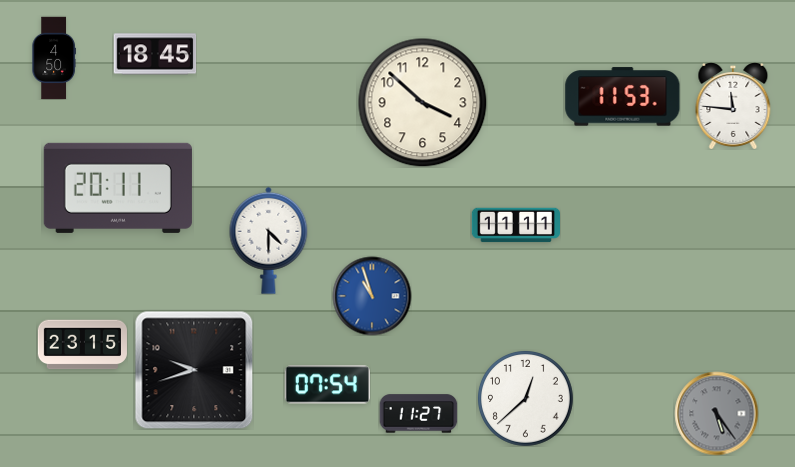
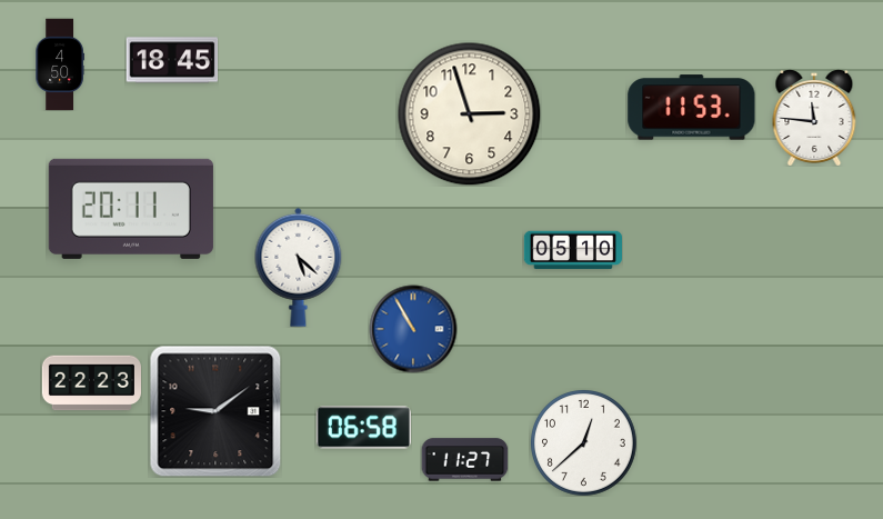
clock at (422, 102): 3:52 -> 2:57
clock at (515, 225): 11:11 -> 05:10
clock at (269, 240): 4:30 -> 5:22
clock at (372, 296): 10:57 -> 10:55
clock at (82, 345): 23:15 -> 22:23
clock at (194, 370): 9:42 -> 9:09
clock at (327, 385): 07:54 -> 06:58
clock at (716, 413): 5:24 -> none
